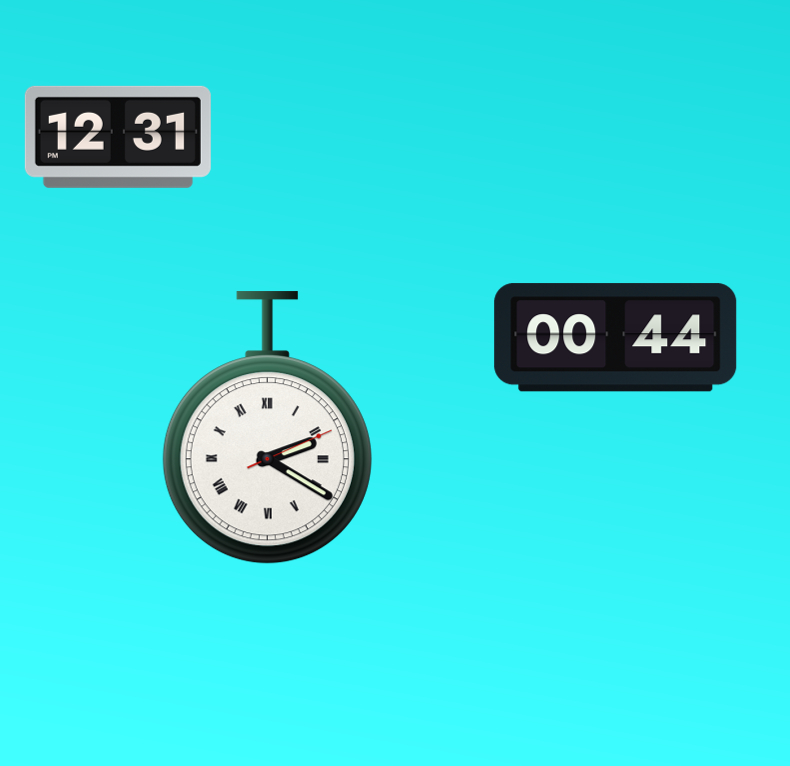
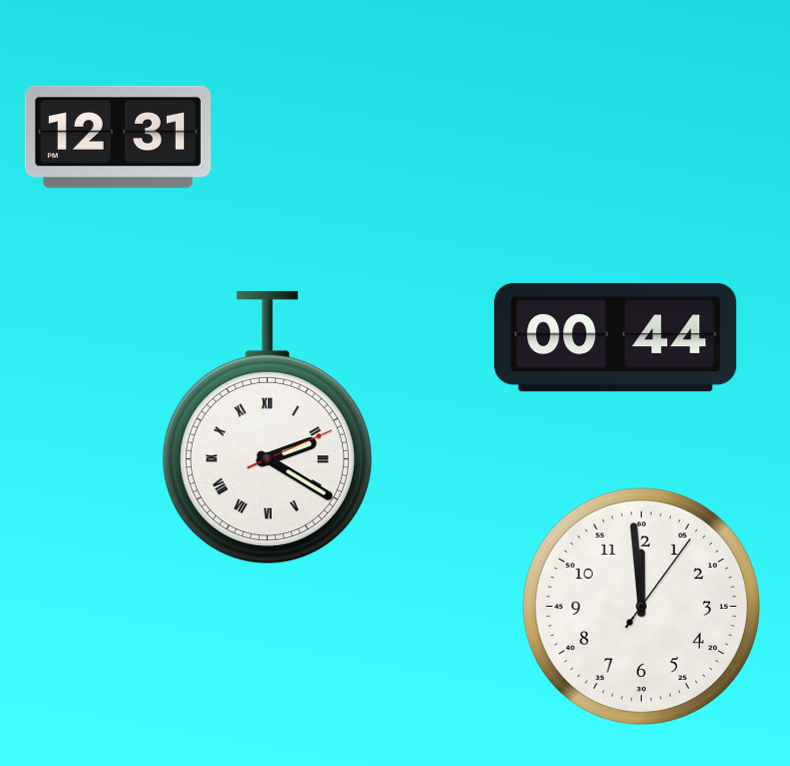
clock at (641, 606): none -> 11:59
